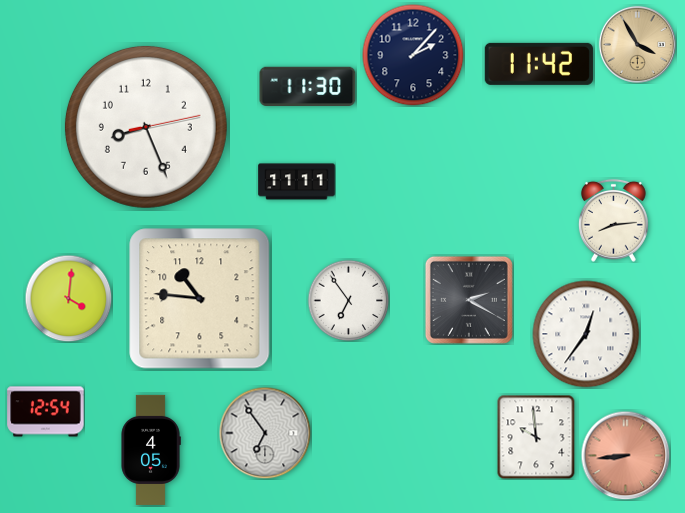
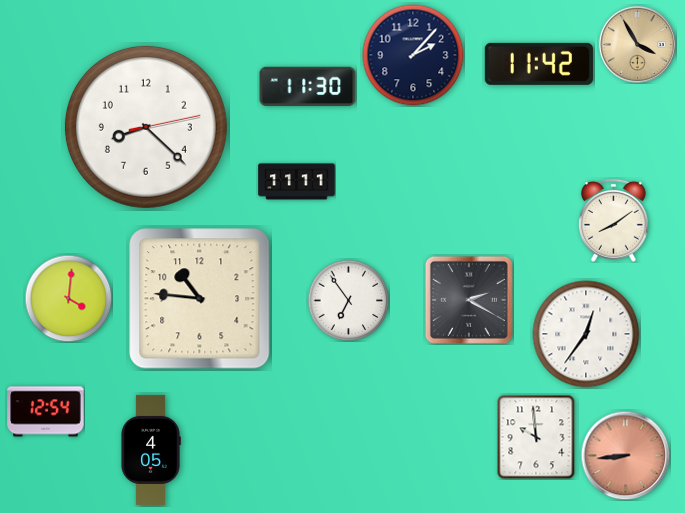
clock at (146, 127): 8:26 -> 8:22
clock at (613, 220): 8:14 -> 8:09
clock at (265, 433): 6:54 -> none
